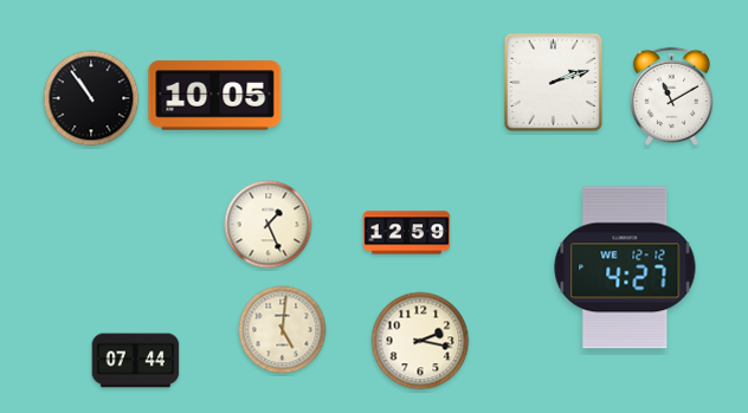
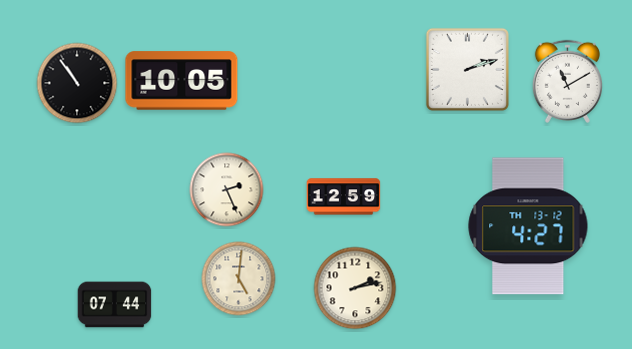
clock at (269, 225): 1:26 -> 2:26
clock at (625, 267) date: WE 12-12 -> TH 13-12
clock at (420, 341): 2:17 -> 2:13
